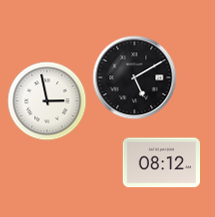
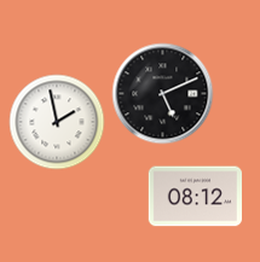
clock at (134, 77): 5:10 -> 5:11
clock at (47, 101): 2:58 -> 1:58
